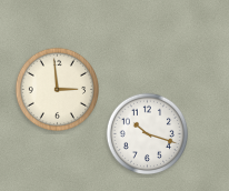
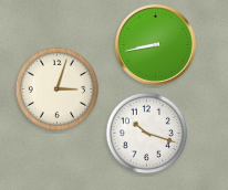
clock at (156, 45): none -> 8:43
clock at (57, 89): 2:59 -> 3:03
